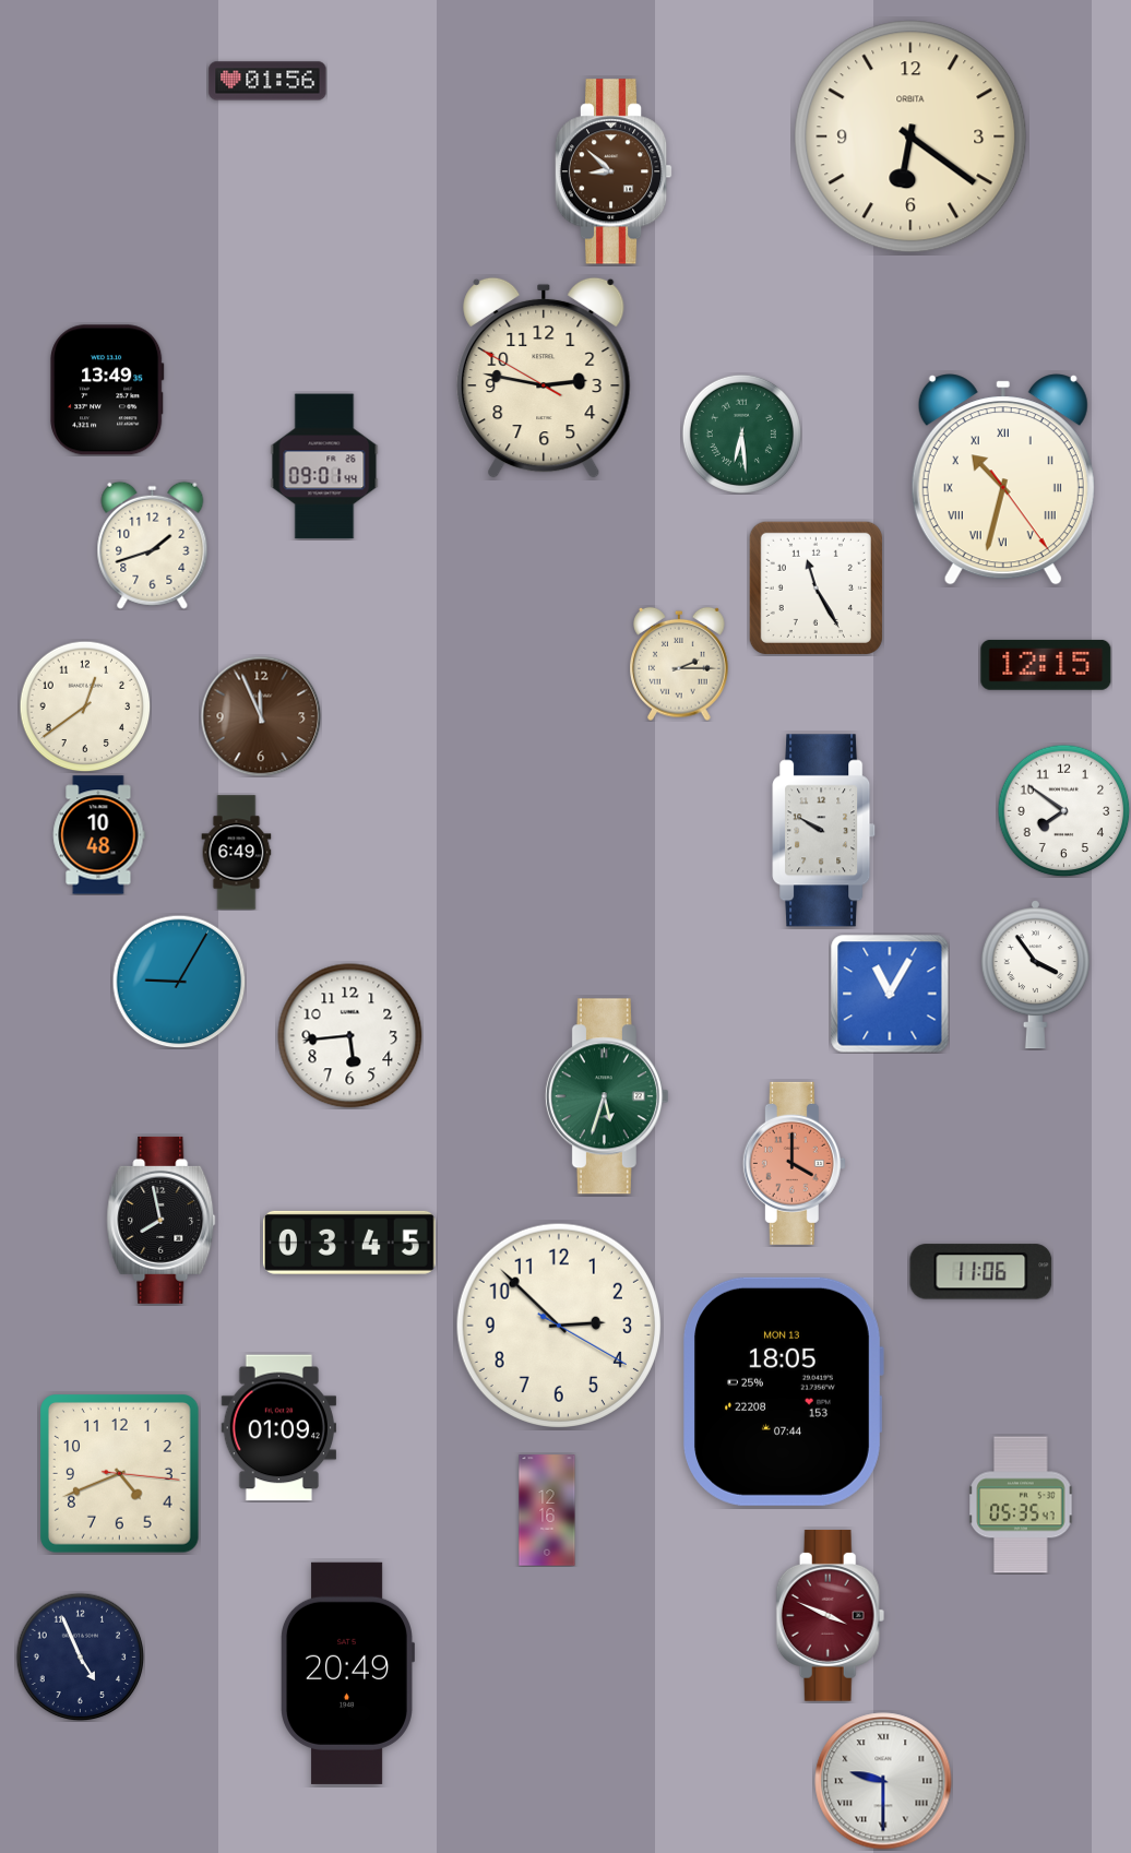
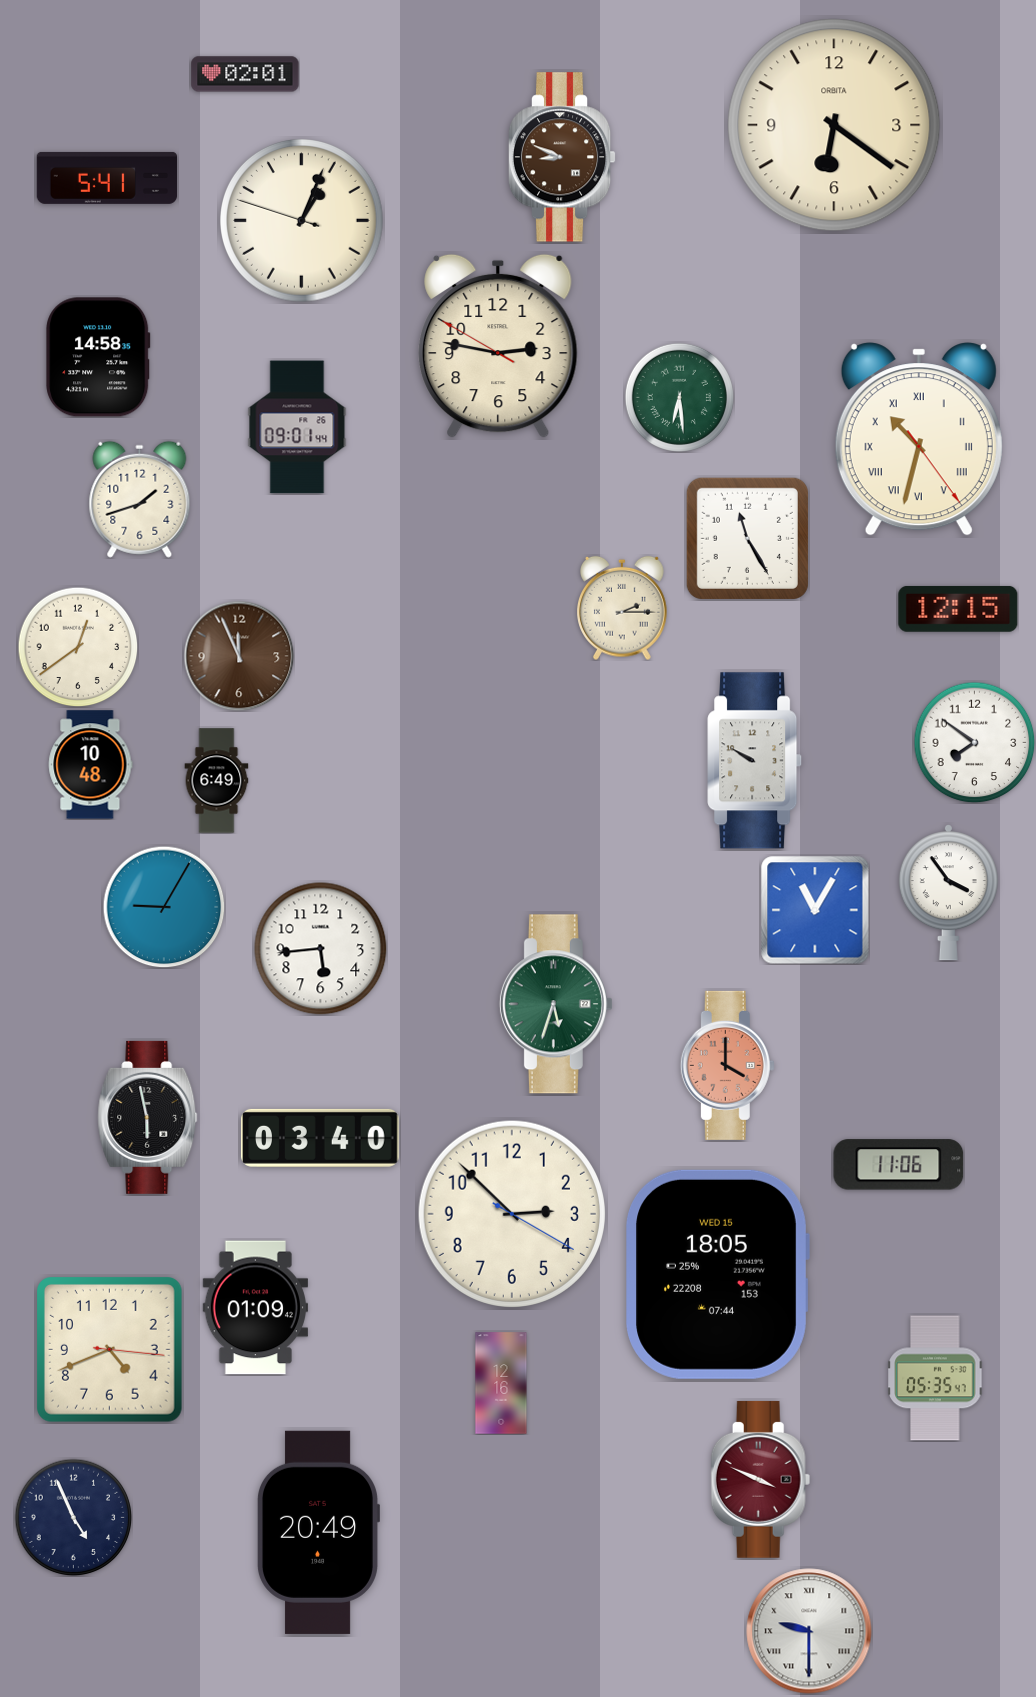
clock at (267, 81): 01:56 -> 02:01
clock at (614, 171): 8:52 -> 8:49
clock at (107, 178): none -> 5:41
clock at (302, 221): none -> 1:03
clock at (107, 390): 13:49 -> 14:58
clock at (179, 982) position: (179, 982) -> (164, 907)
clock at (162, 1220): 7:58 -> 5:58
clock at (350, 1243): 03:45 -> 03:40
clock at (783, 1391) date: MON 13 -> WED 15
